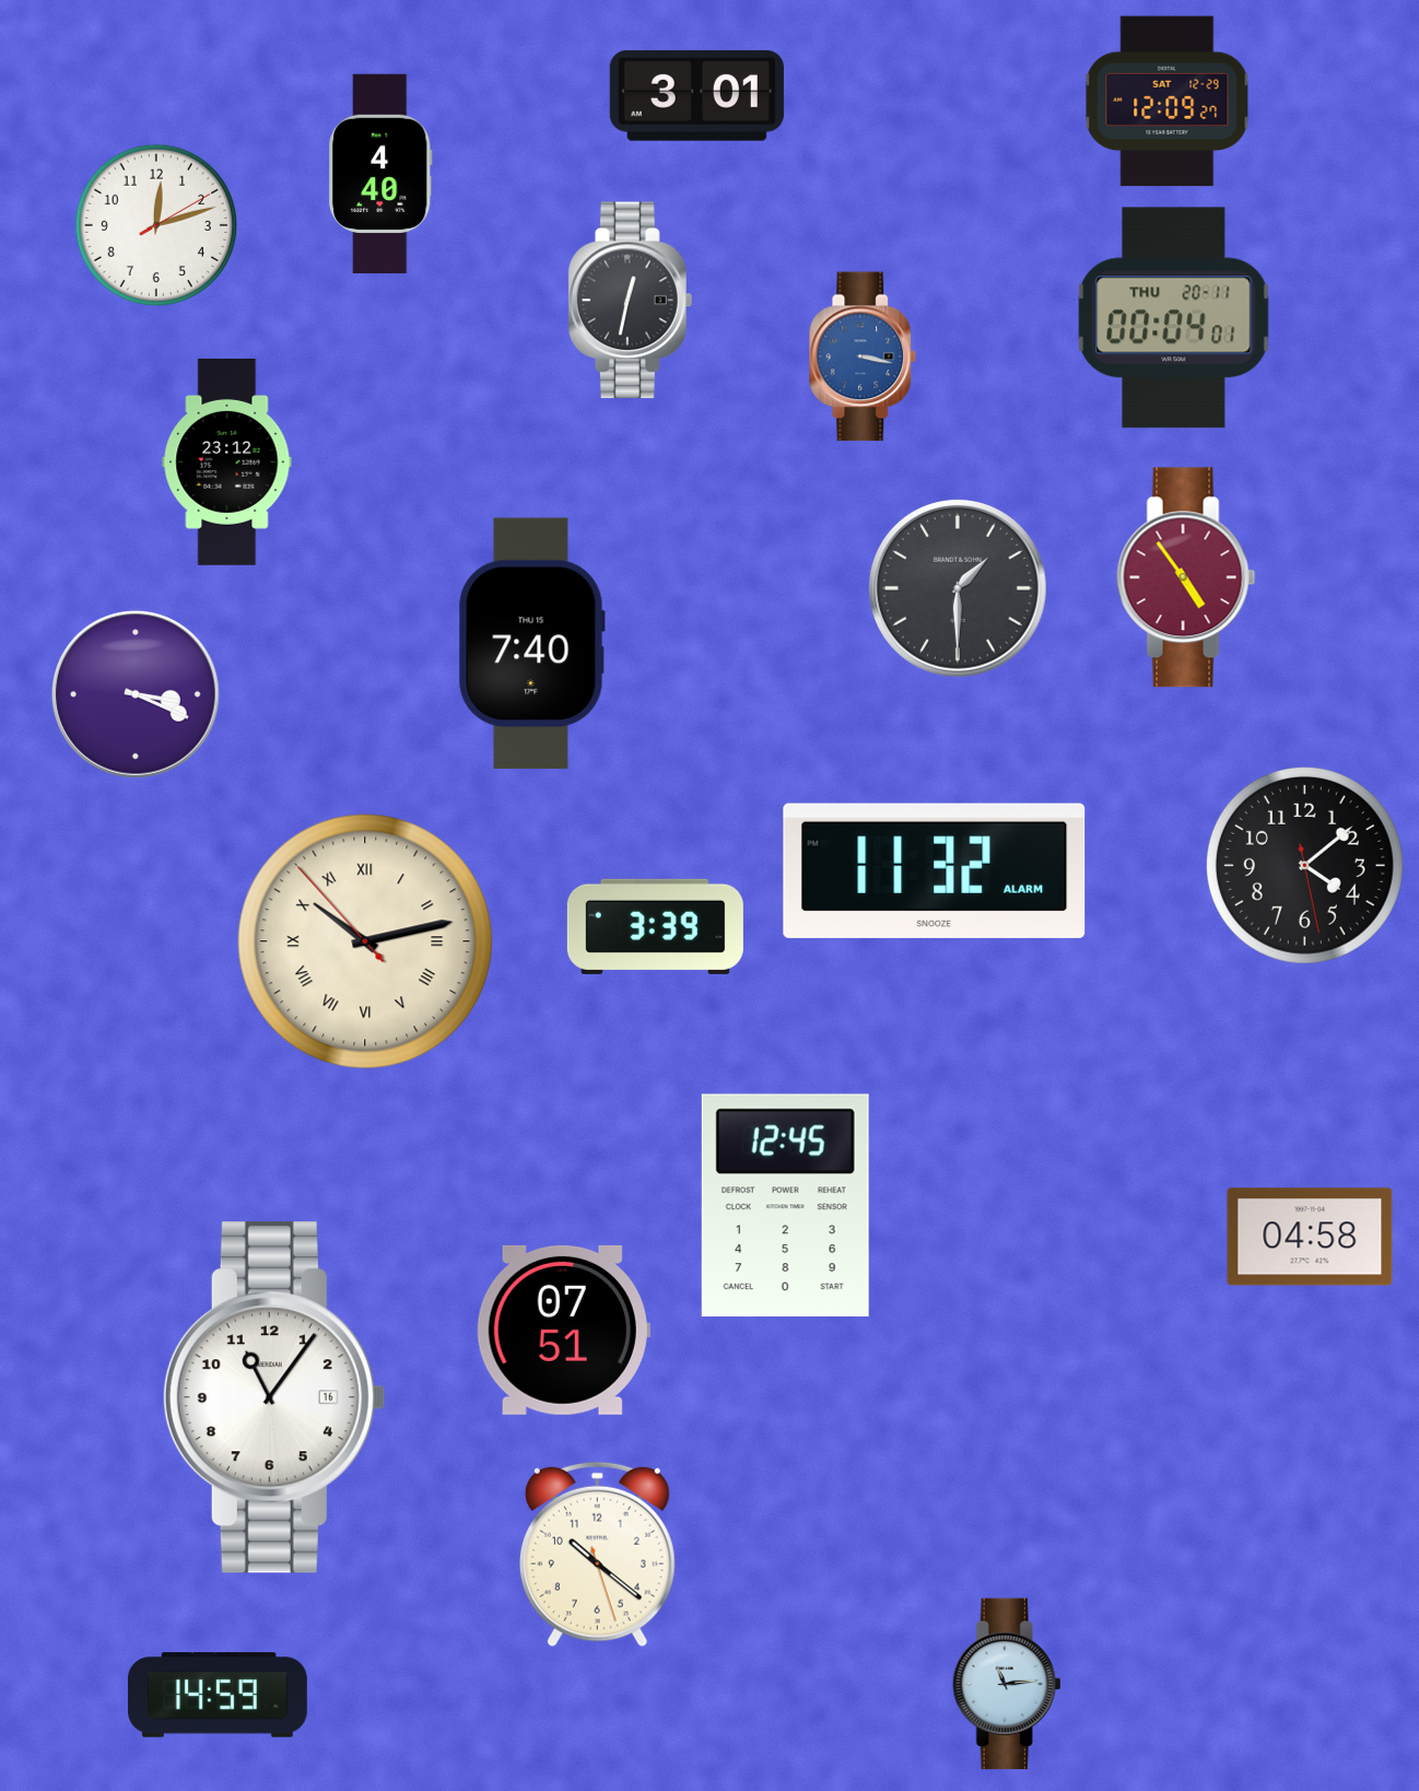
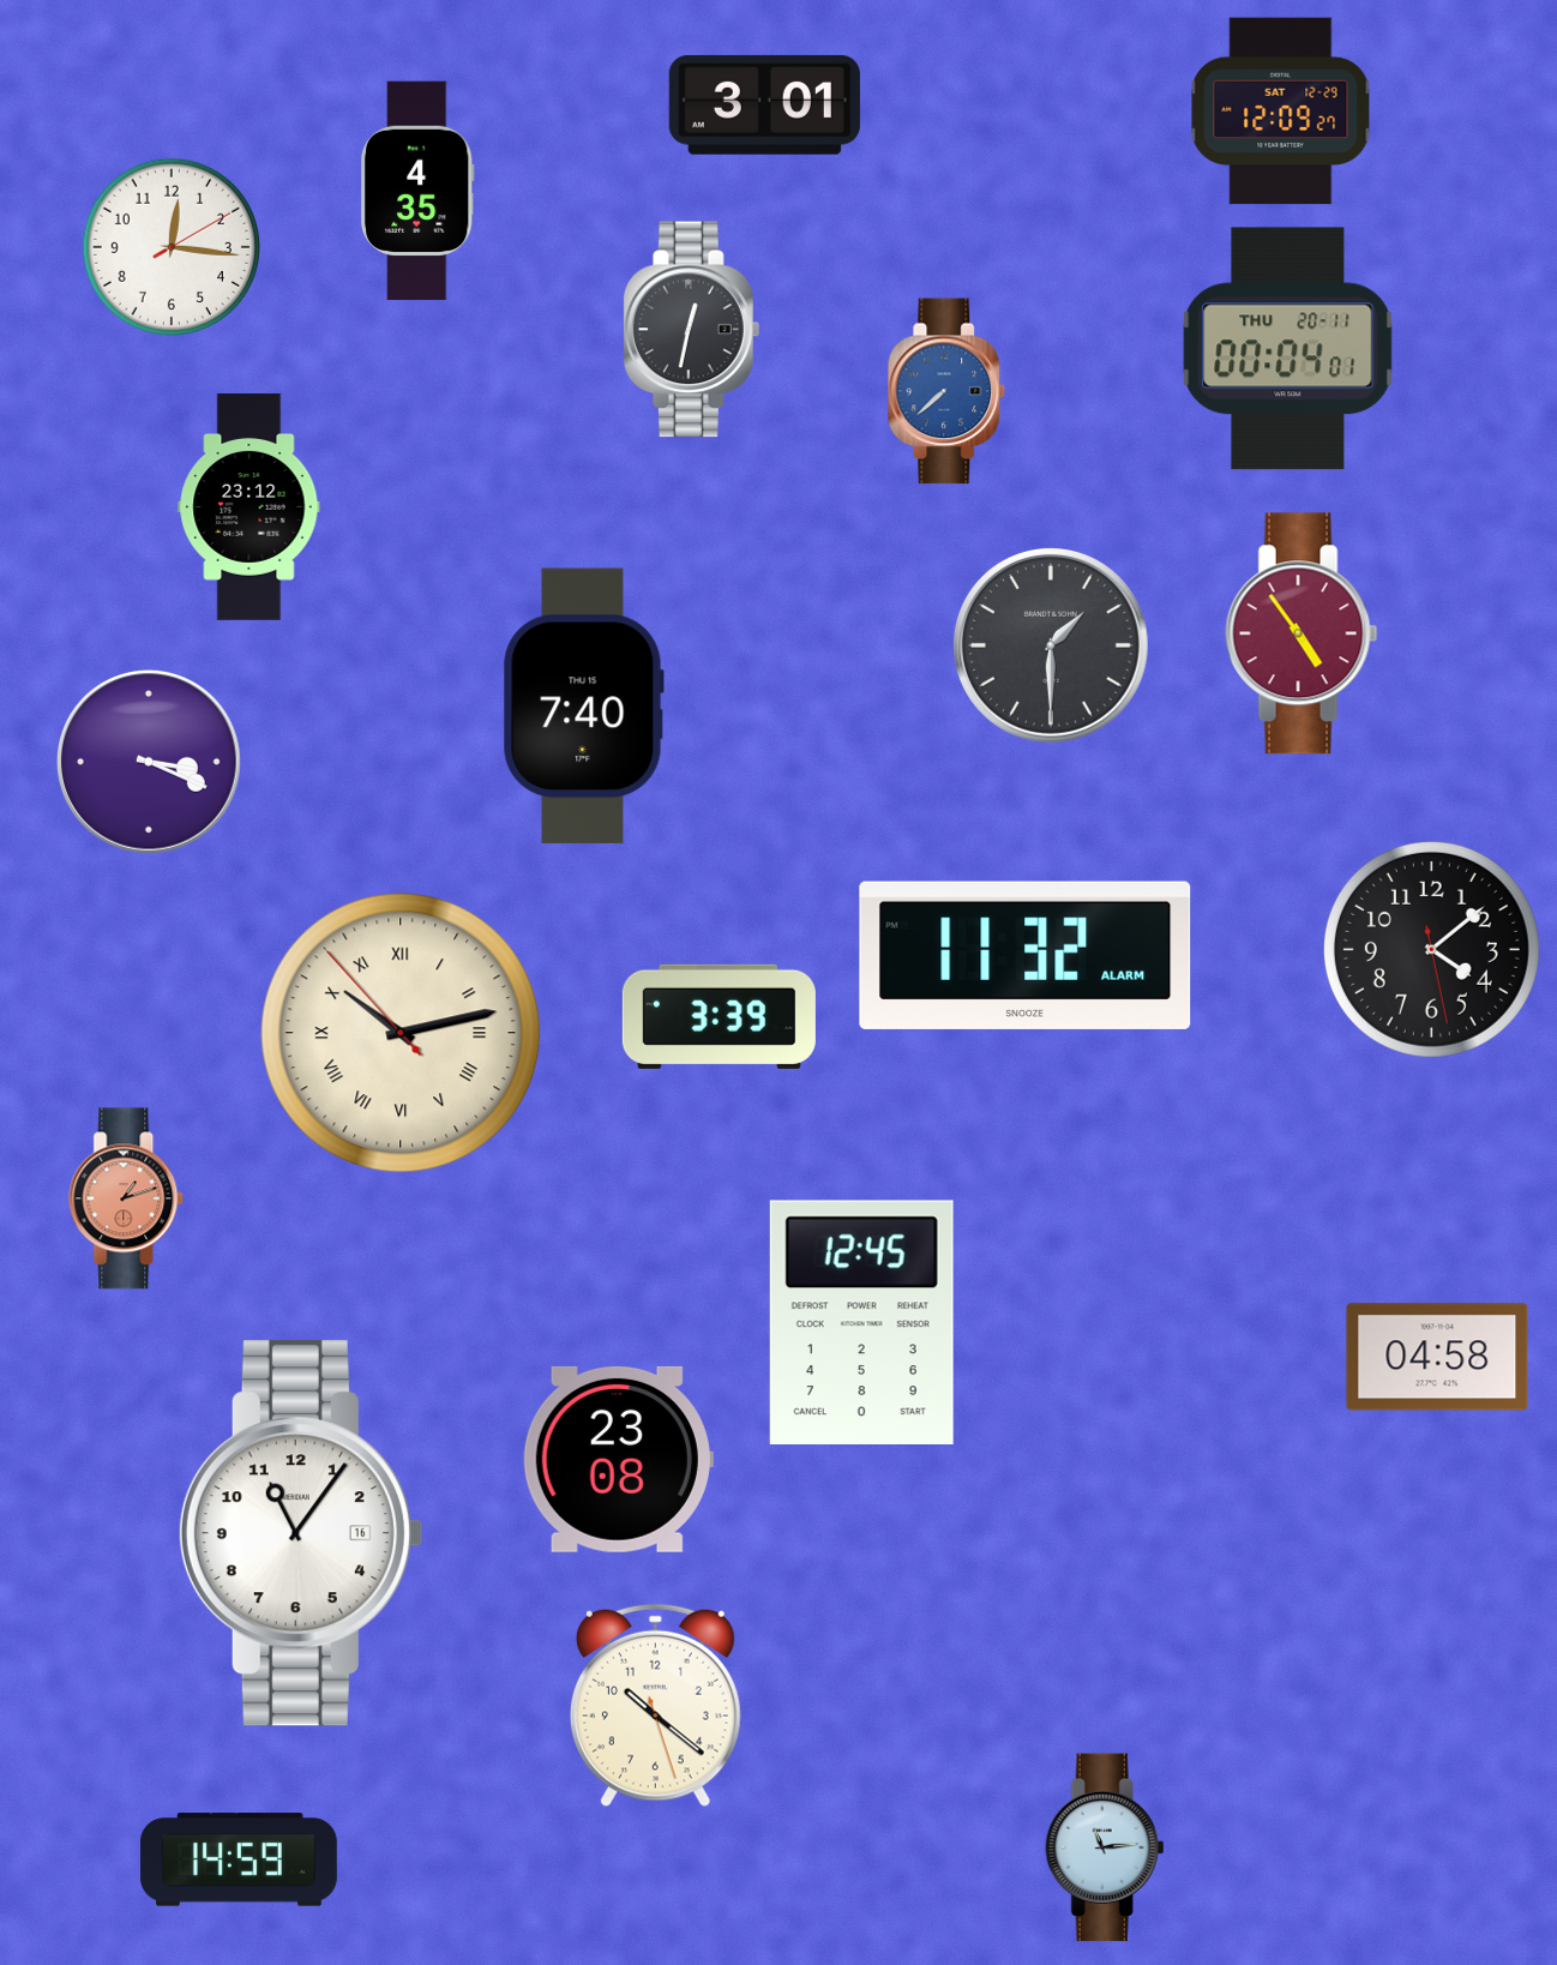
clock at (380, 174): 4:40 -> 4:35
clock at (155, 224): 12:12 -> 12:16
clock at (863, 356): 3:17 -> 7:38
clock at (127, 1198): none -> 1:12
clock at (563, 1330): 07:51 -> 23:08
